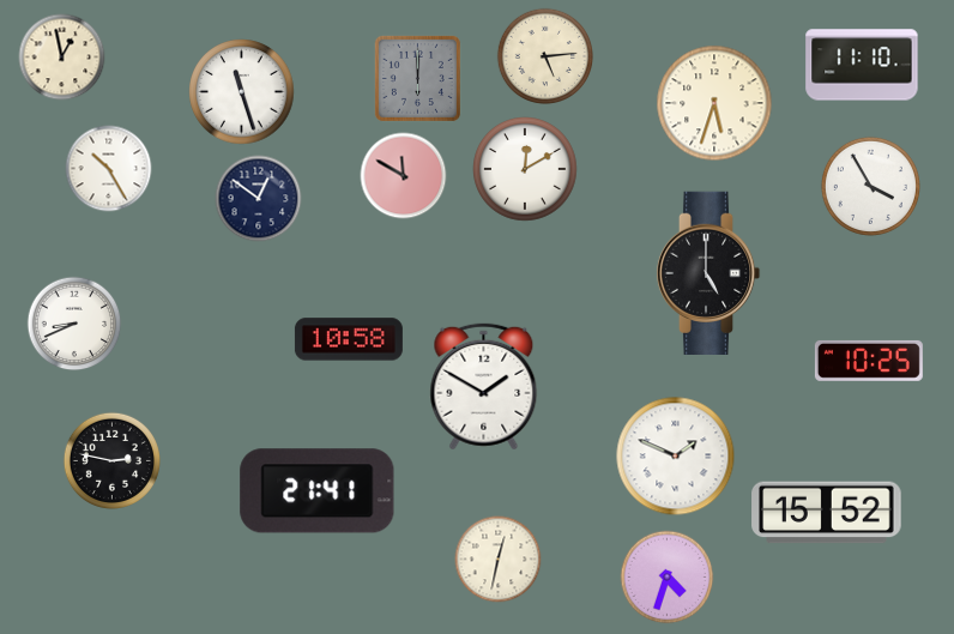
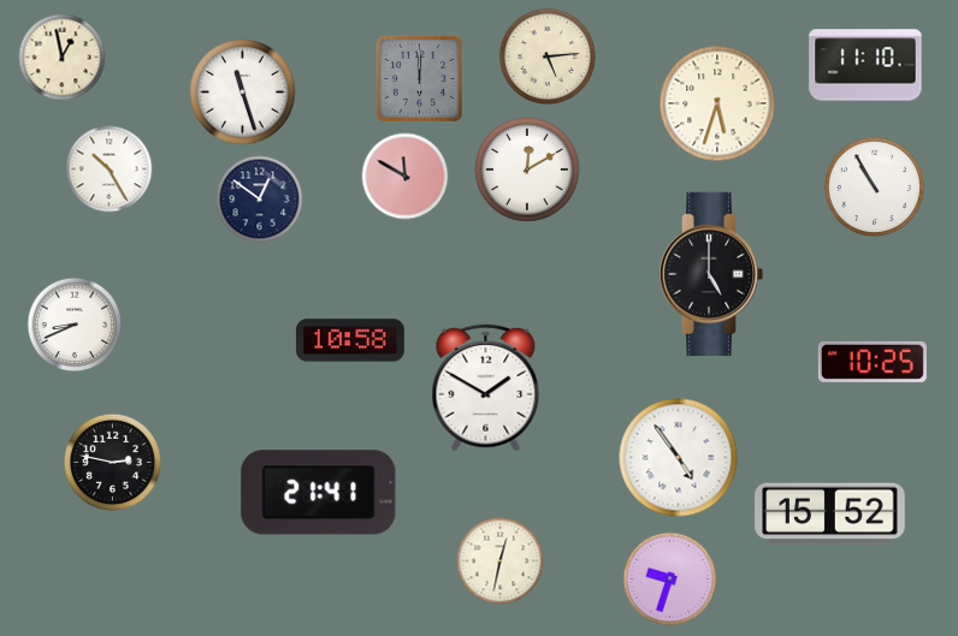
clock at (870, 186): 3:55 -> 10:55
clock at (676, 457): 1:49 -> 4:54
clock at (668, 578): 4:33 -> 9:33
